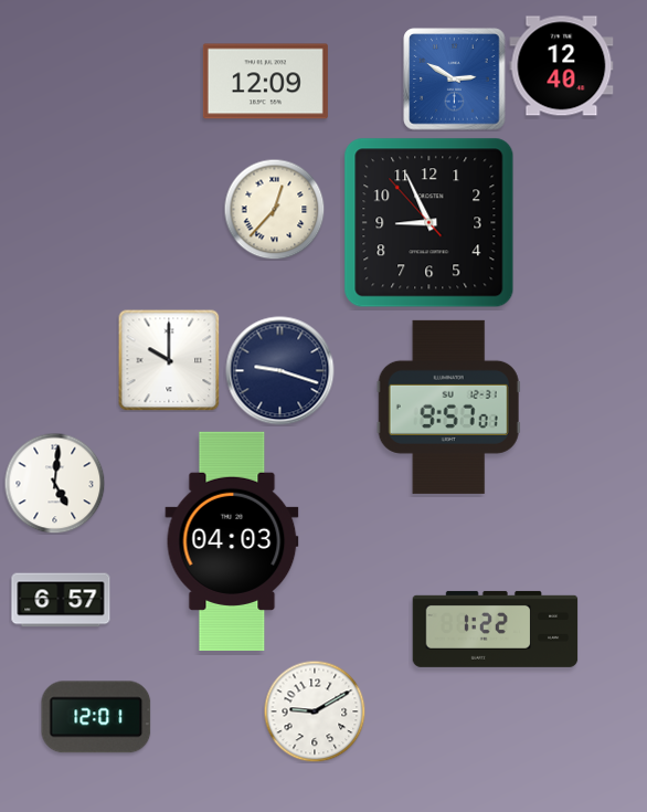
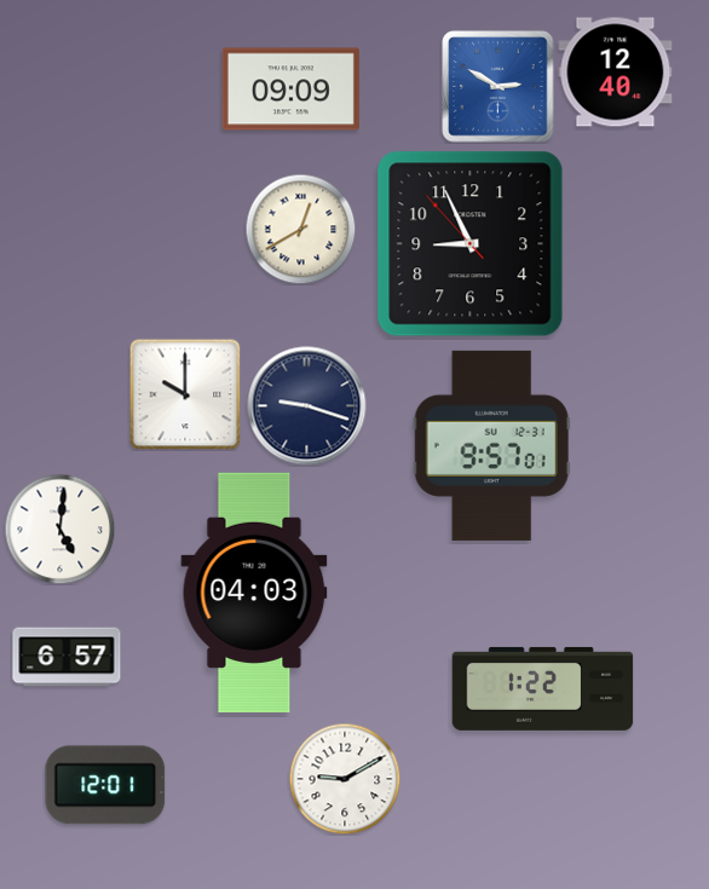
clock at (265, 82): 12:09 -> 09:09
clock at (274, 209): 12:37 -> 12:40
